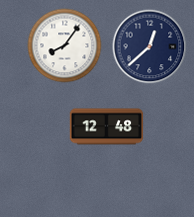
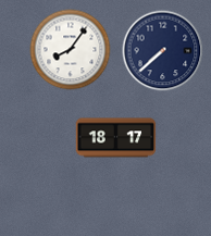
clock at (150, 47): 12:38 -> 7:38
clock at (107, 127): 12:48 -> 18:17
